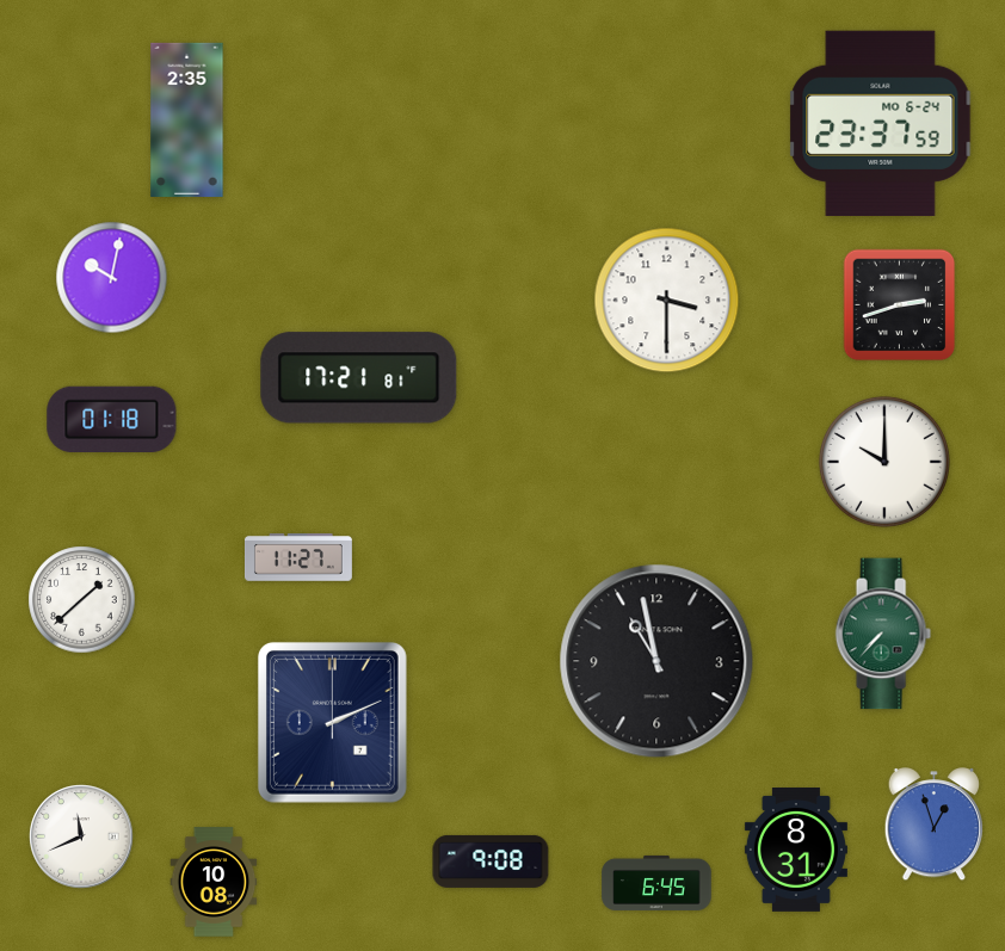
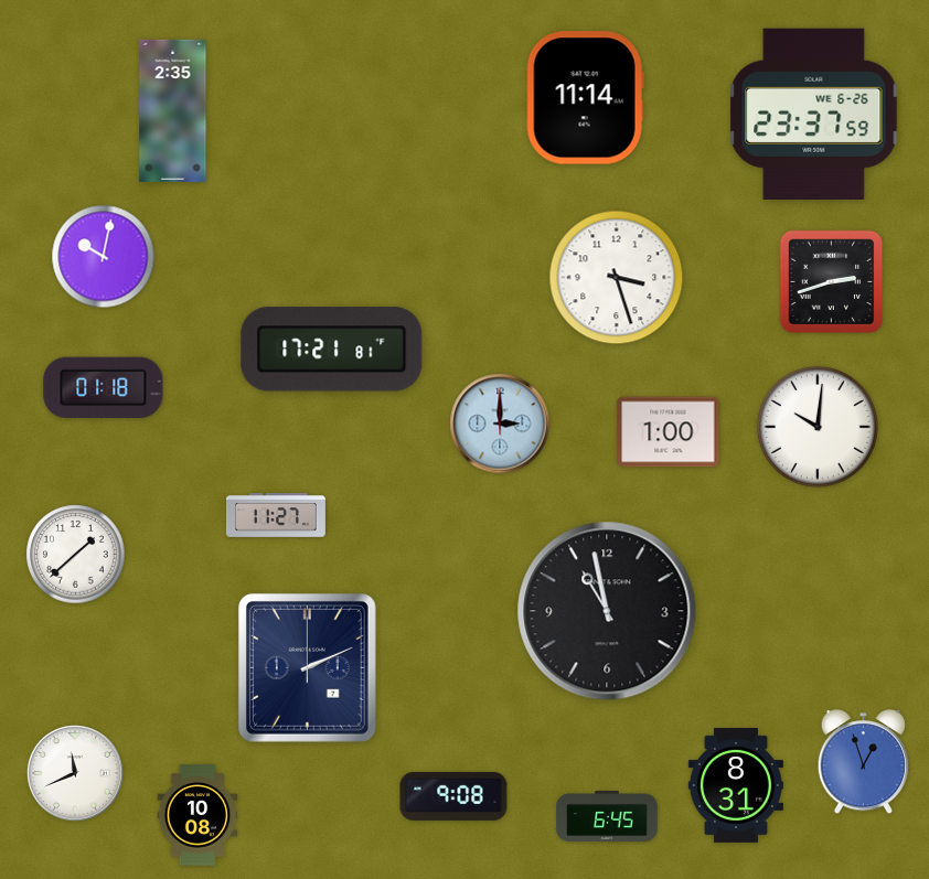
clock at (585, 98): none -> 11:14
clock at (881, 123) date: MO 6-24 -> WE 6-26
clock at (667, 301): 3:30 -> 3:27
clock at (500, 424): none -> 3:00
clock at (884, 462): 10:00 -> 10:01
clock at (669, 432): none -> 1:00
clock at (883, 634): 7:37 -> none
